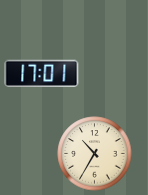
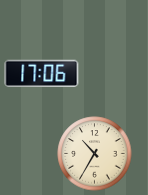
clock at (42, 74): 17:01 -> 17:06
